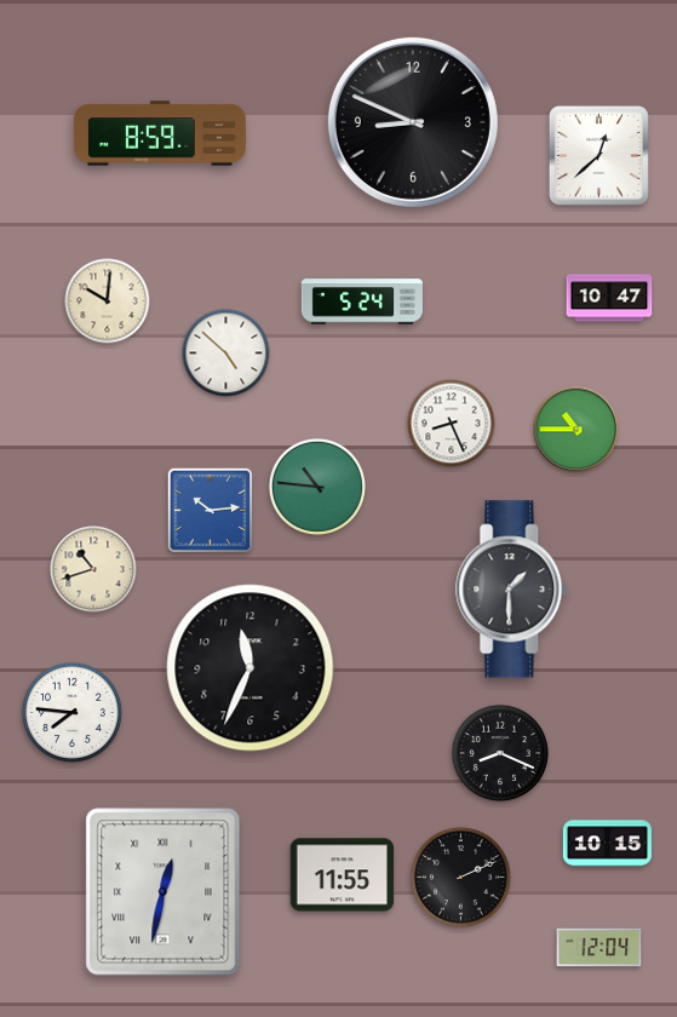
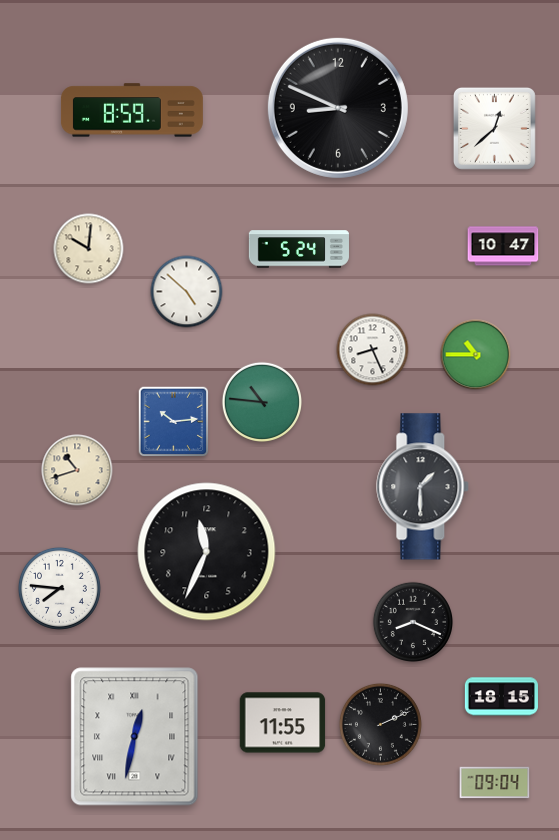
clock at (413, 122) position: (413, 122) -> (338, 108)
clock at (607, 844): 10:15 -> 18:15
clock at (599, 948): 12:04 -> 09:04
